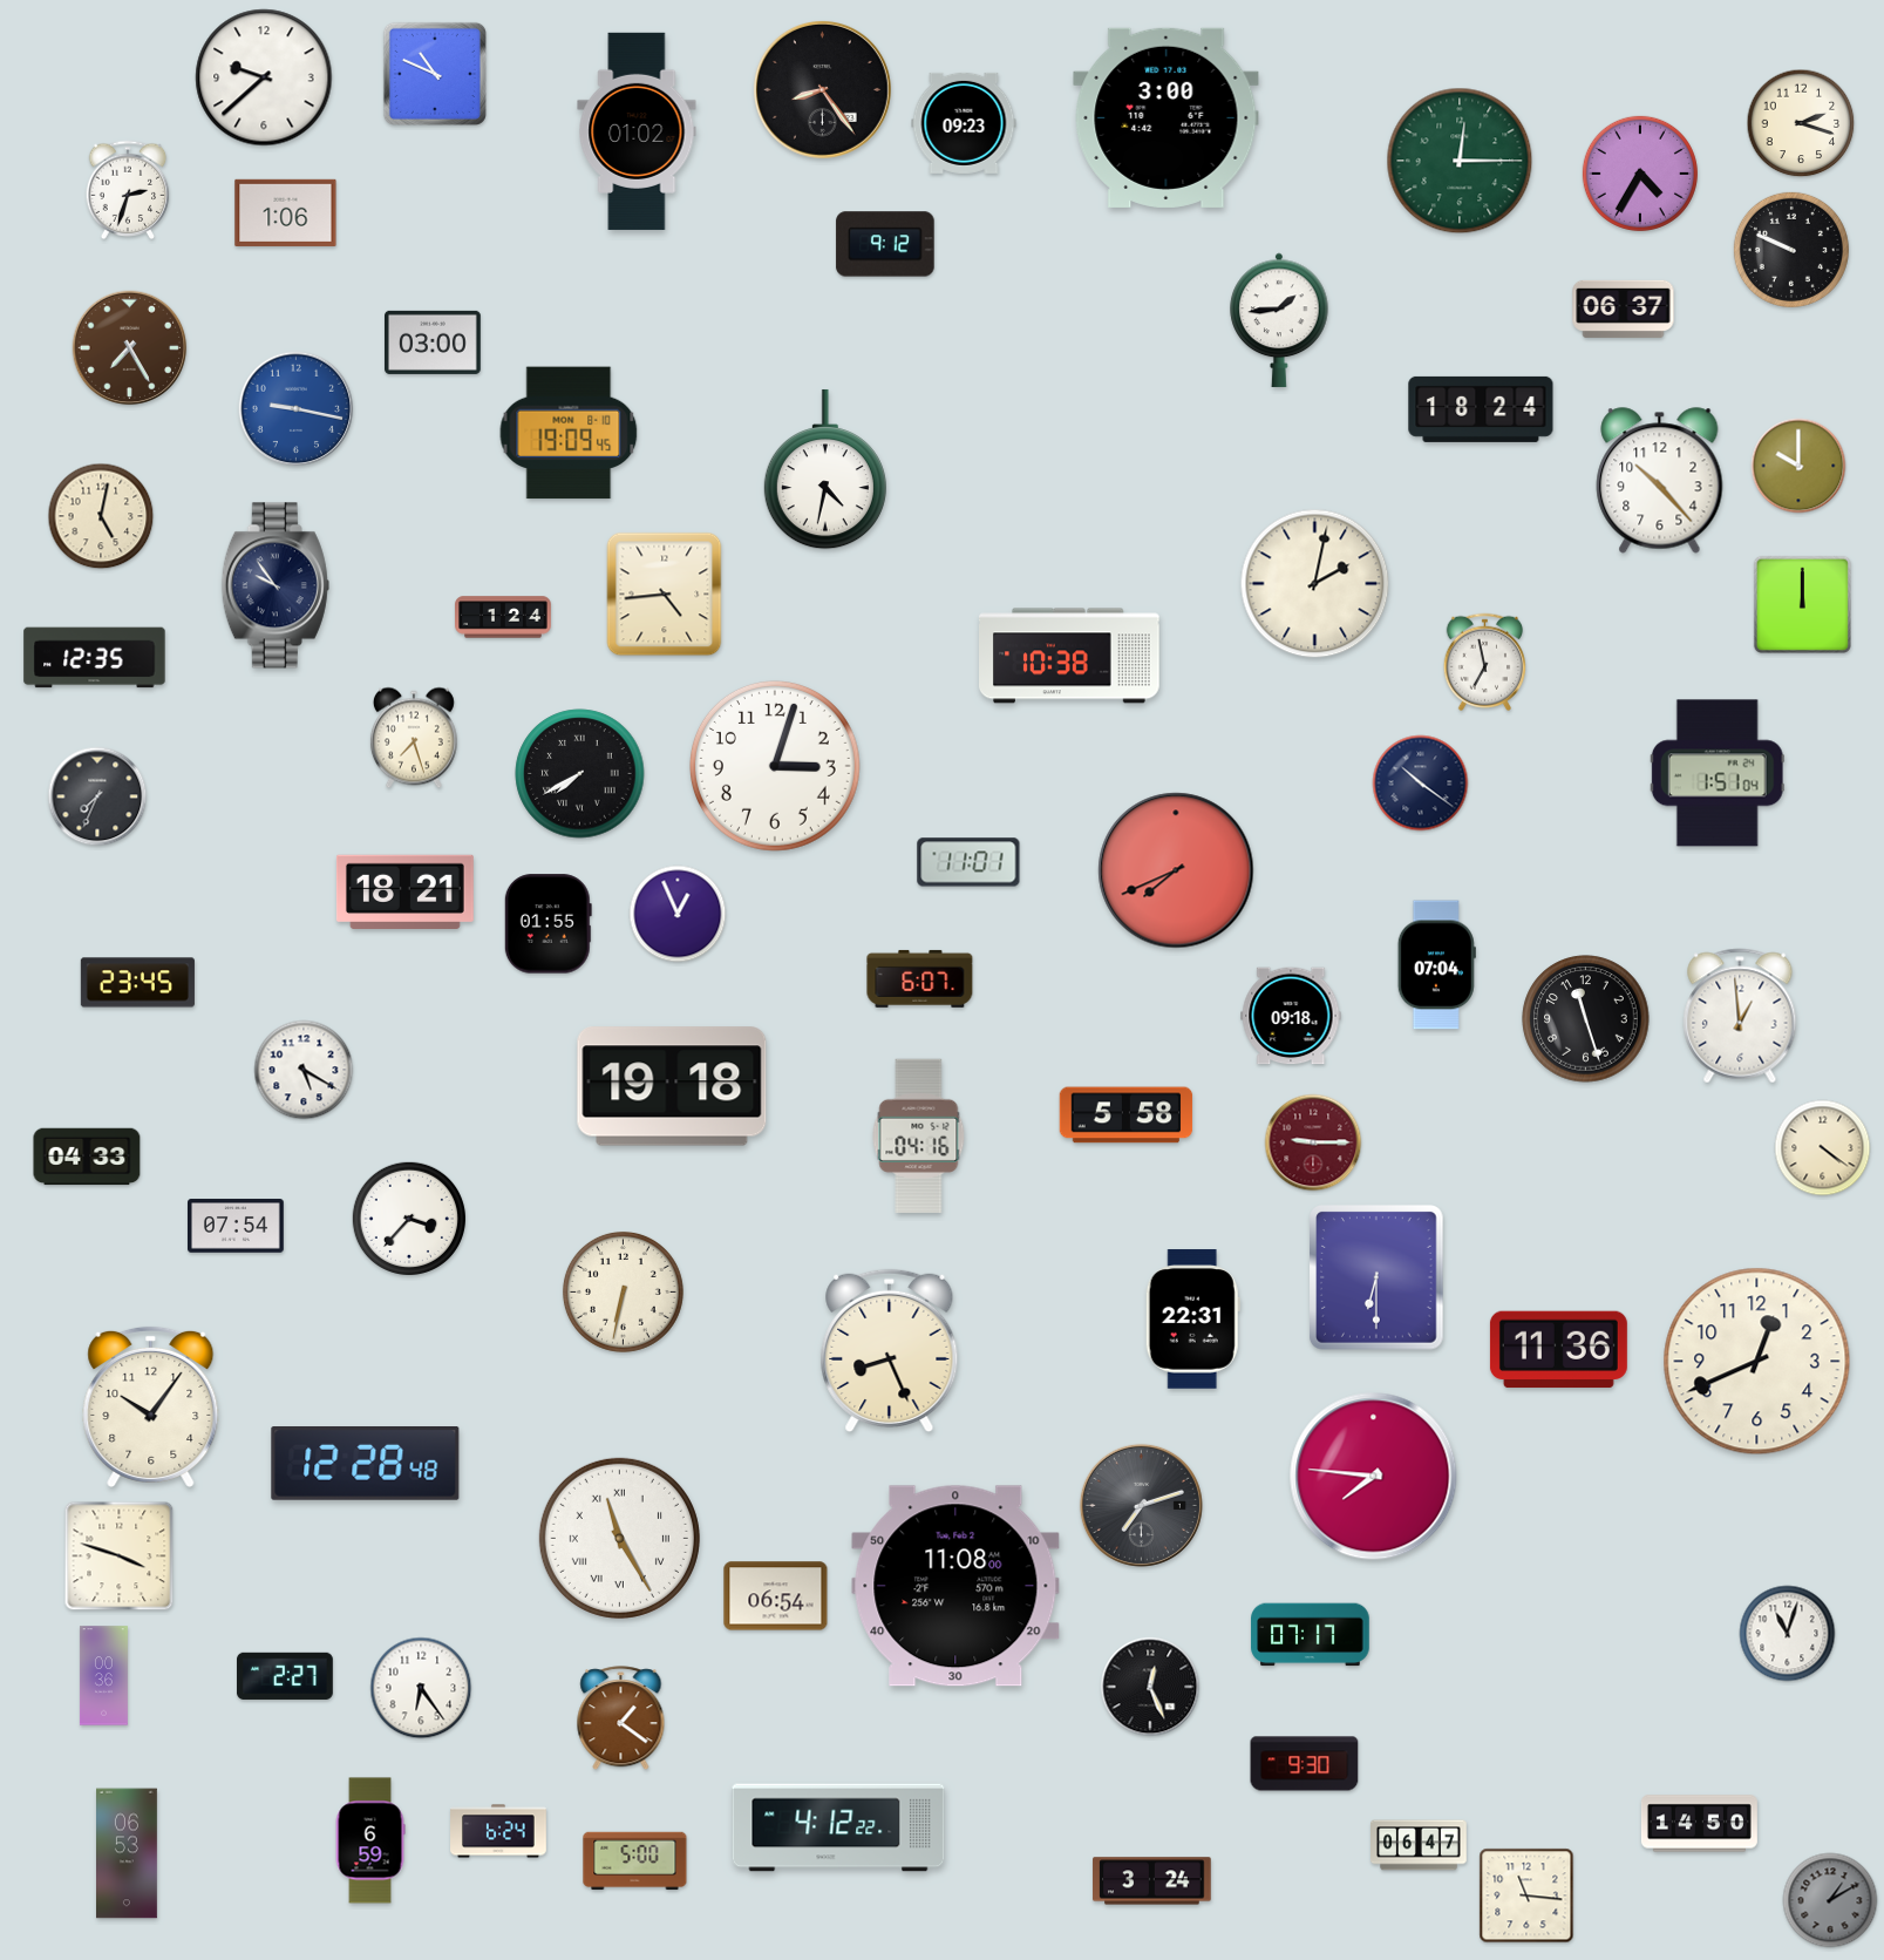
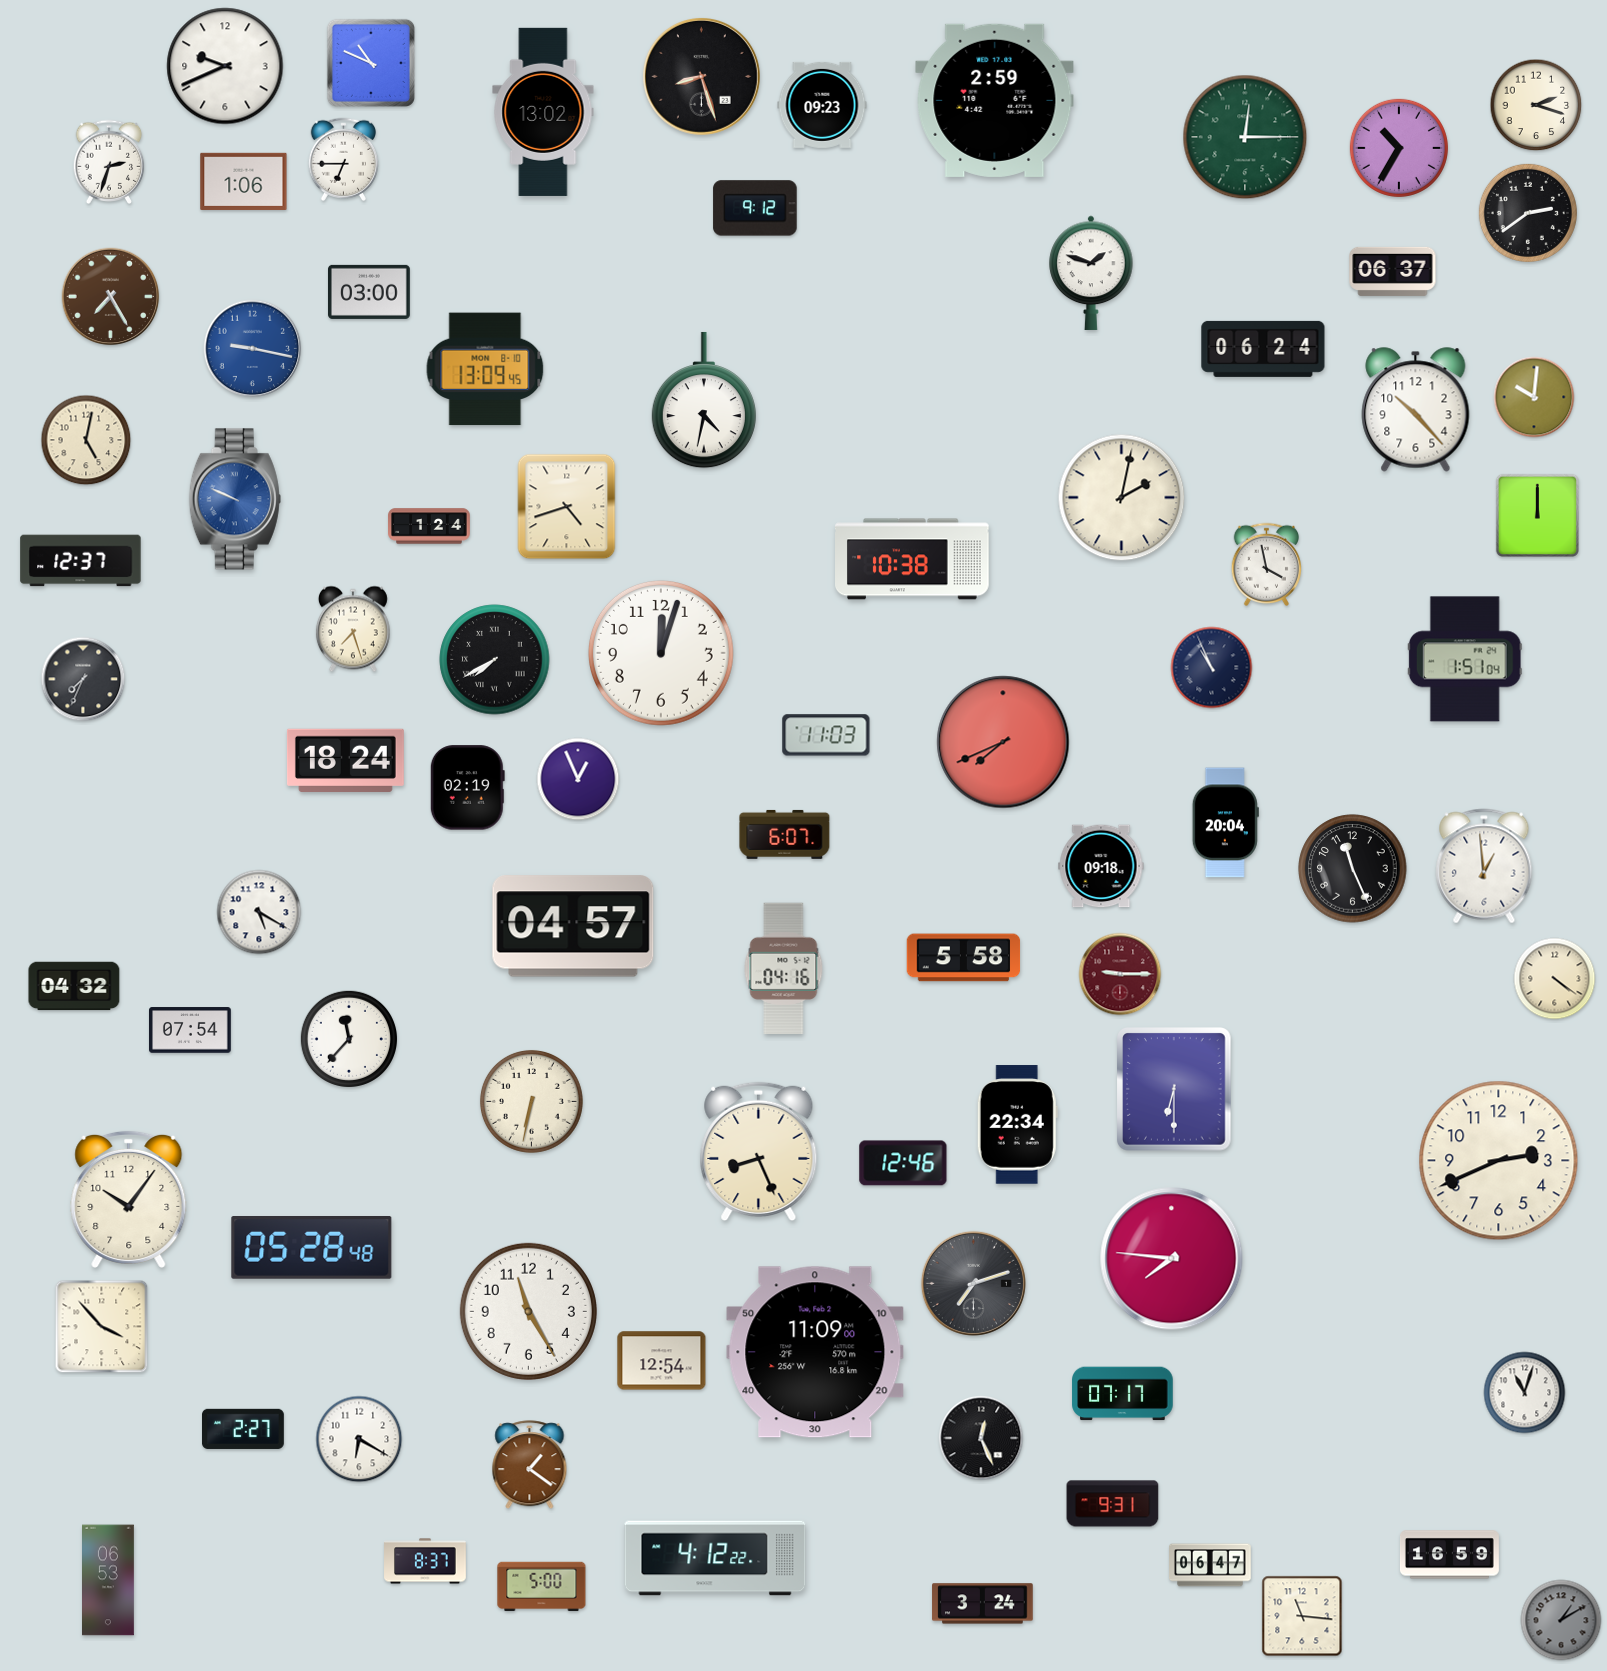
clock at (264, 77): 9:38 -> 9:41
clock at (822, 89): 8:24 -> 8:27
clock at (1167, 117): 3:00 -> 2:59
clock at (637, 131): 01:02 -> 13:02
clock at (1640, 174): 4:35 -> 10:35
clock at (344, 159): none -> 6:45
clock at (1791, 250): 9:49 -> 2:39
clock at (1624, 308) position: (1624, 308) -> (1393, 271)
clock at (1279, 320): 1:44 -> 1:48
clock at (1481, 409): 18:24 -> 06:24
clock at (569, 433): 19:09 -> 13:09
clock at (1798, 466): 10:00 -> 10:01
clock at (276, 585): 9:54 -> 9:49
clock at (276, 585) dial: navy -> blue
clock at (665, 595): 4:44 -> 4:42
clock at (95, 658): 12:35 -> 12:37
clock at (1485, 662): 6:58 -> 3:58
clock at (775, 766): 3:03 -> 12:03
clock at (1421, 784): 10:21 -> 10:56
clock at (968, 862): 11:01 -> 11:03
clock at (404, 891): 18:21 -> 18:24
clock at (547, 924): 01:55 -> 02:19
clock at (1436, 965): 07:04 -> 20:04
clock at (137, 983): 23:45 -> none
clock at (1586, 1019): 11:27 -> 11:26
clock at (672, 1086): 19:18 -> 04:57
clock at (1127, 1115) position: (1127, 1115) -> (964, 958)
clock at (87, 1157): 04:33 -> 04:32
clock at (408, 1218): 3:37 -> 11:37
clock at (237, 1226) position: (237, 1226) -> (191, 1030)
clock at (1192, 1320): 22:31 -> 22:34
clock at (1558, 1350): 11:36 -> none
clock at (1757, 1362): 12:41 -> 2:41
clock at (903, 1163): none -> 12:46
clock at (366, 1464): 12:28 -> 05:28
clock at (619, 1538) numerals: Roman -> Arabic
clock at (120, 1557): 3:48 -> 3:53
clock at (955, 1586): 11:08 -> 11:09
clock at (776, 1596): 06:54 -> 12:54
clock at (1311, 1635) position: (1311, 1635) -> (1123, 1394)
clock at (104, 1676): 00:36 -> none
clock at (421, 1688): 6:24 -> 6:20
clock at (1305, 1764): 9:30 -> 9:31
clock at (1699, 1824): 14:50 -> 16:59
clock at (498, 1831): 6:24 -> 8:37
clock at (370, 1840): 6:59 -> none
clock at (1420, 1845) position: (1420, 1845) -> (1211, 1565)
